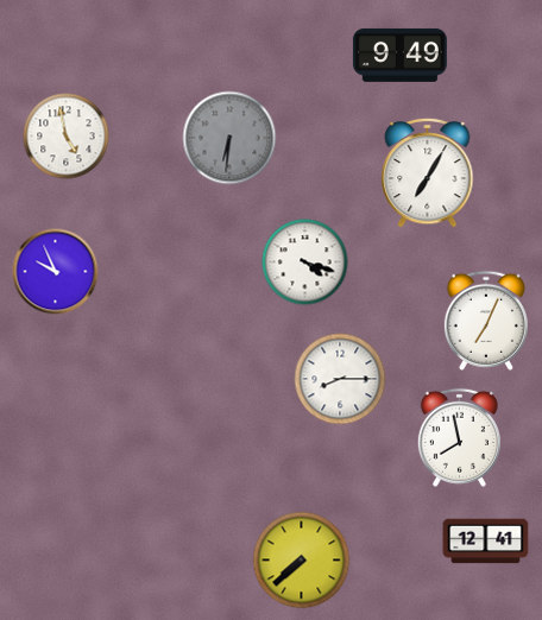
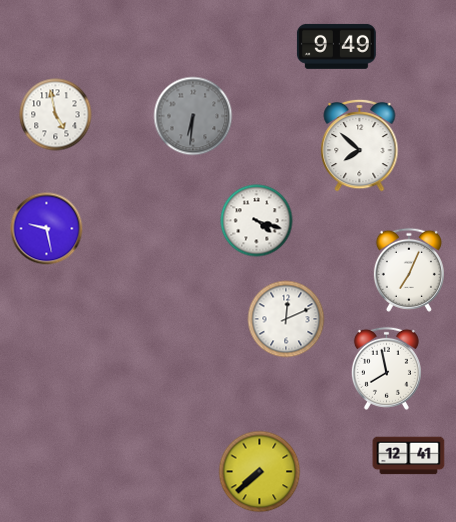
clock at (428, 172): 7:05 -> 7:52
clock at (56, 272): 9:56 -> 9:28
clock at (340, 379): 8:15 -> 12:11
clock at (302, 561) position: (302, 561) -> (260, 472)
